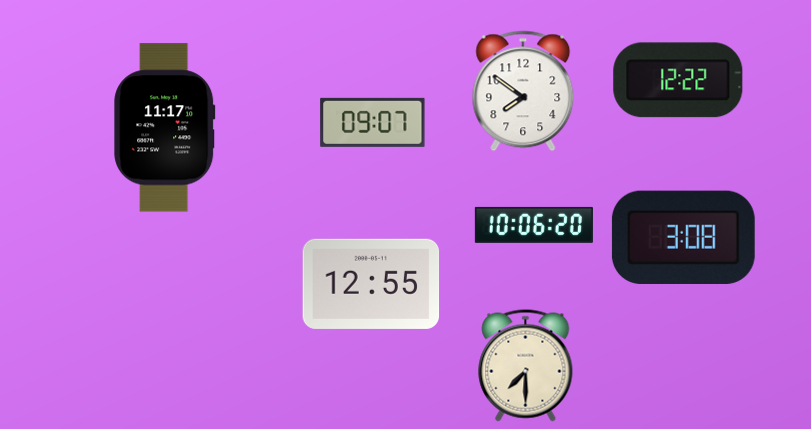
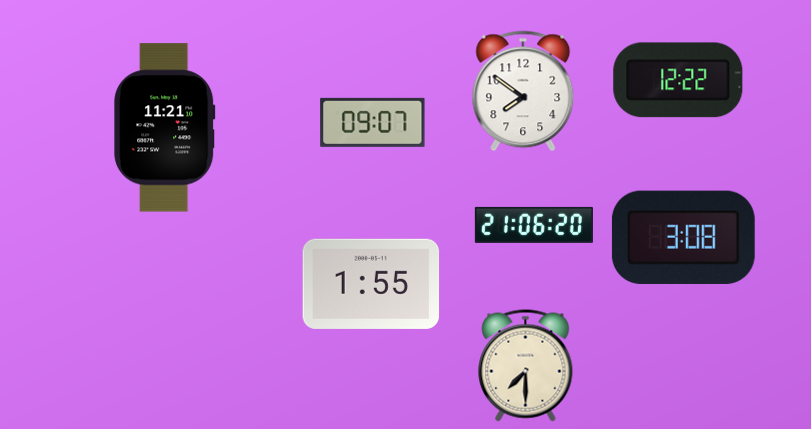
clock at (165, 128): 11:17 -> 11:21
clock at (534, 225): 10:06 -> 21:06
clock at (371, 284): 12:55 -> 1:55
